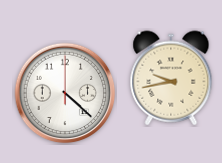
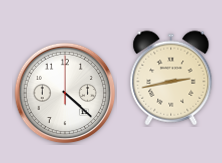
clock at (171, 78): 9:43 -> 2:43
